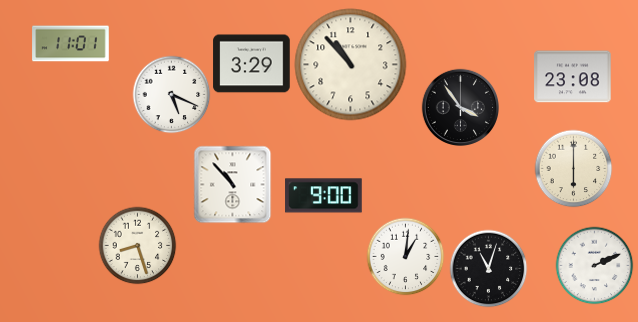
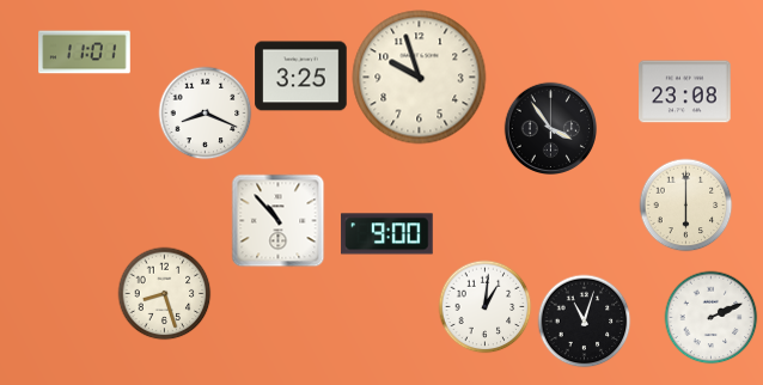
clock at (252, 64): 3:29 -> 3:25
clock at (351, 65): 10:53 -> 9:57
clock at (171, 94): 5:19 -> 8:19
clock at (573, 168) position: (573, 168) -> (685, 204)
